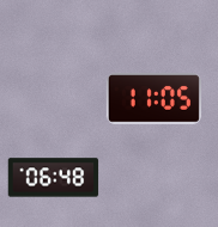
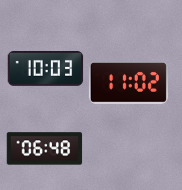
clock at (46, 69): none -> 10:03
clock at (153, 99): 11:05 -> 11:02
